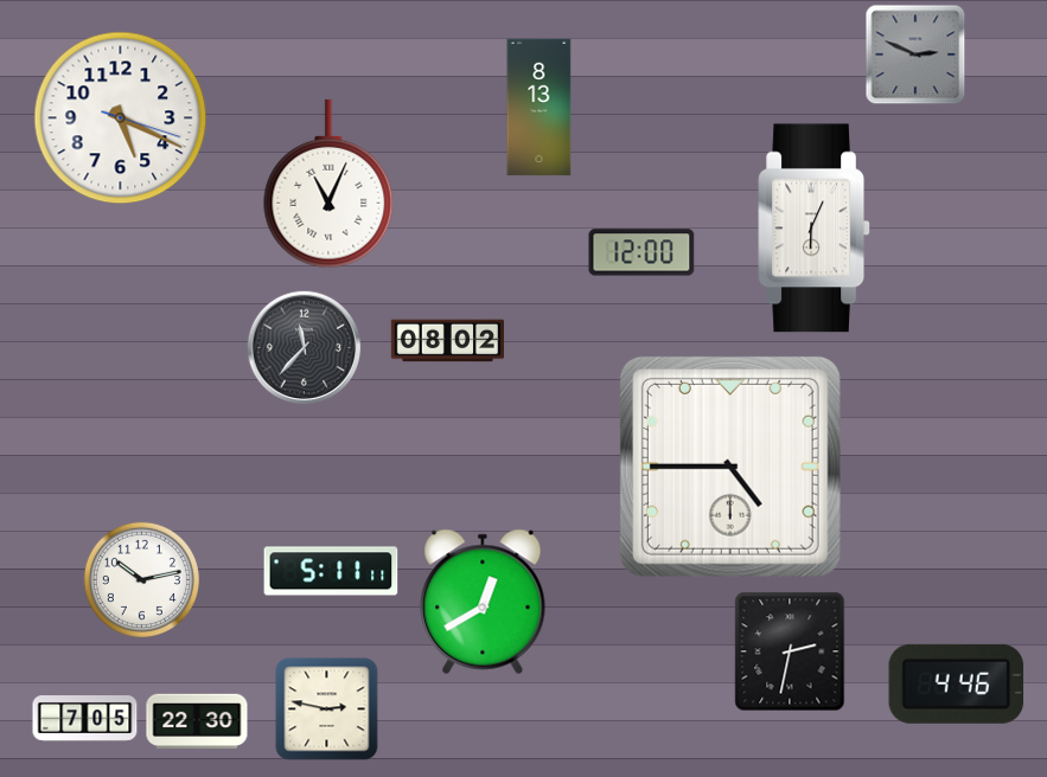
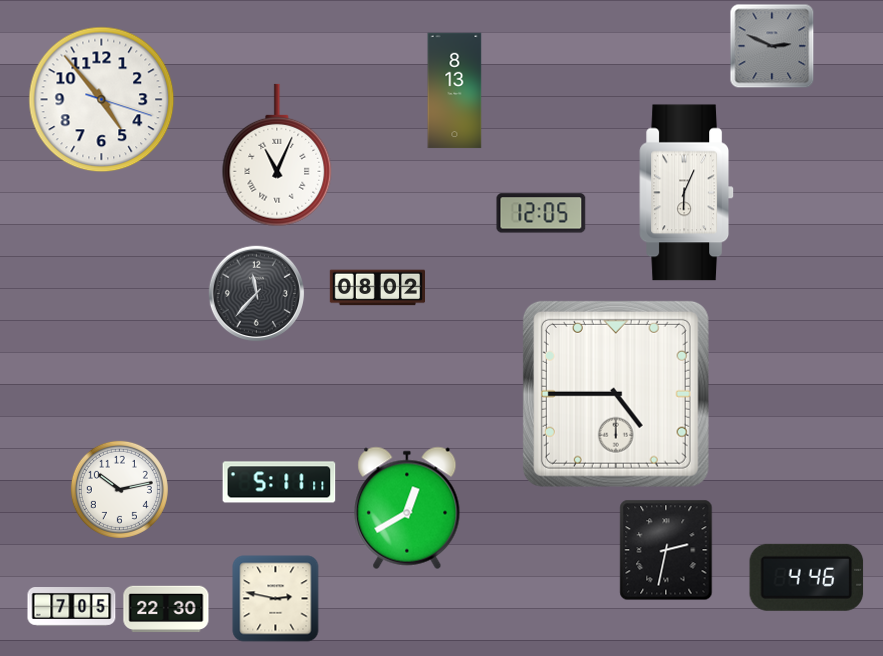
clock at (121, 118): 5:19 -> 4:53
clock at (641, 252): 12:00 -> 12:05
